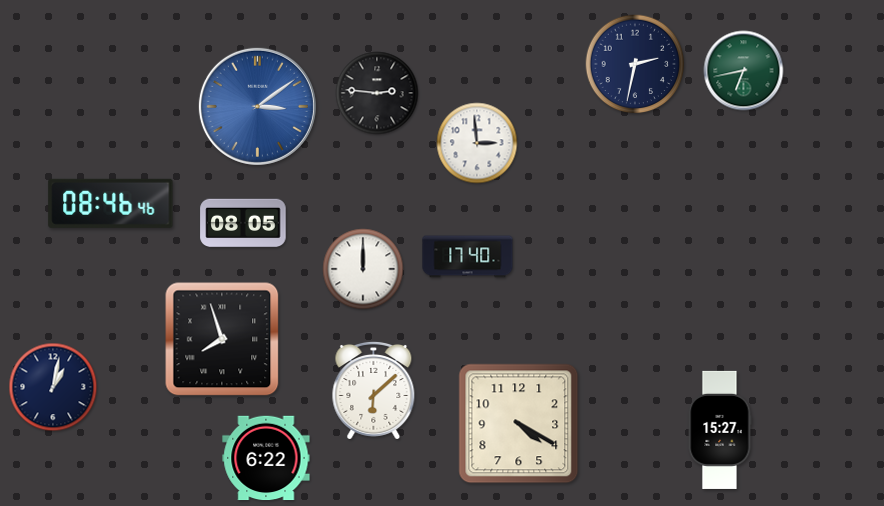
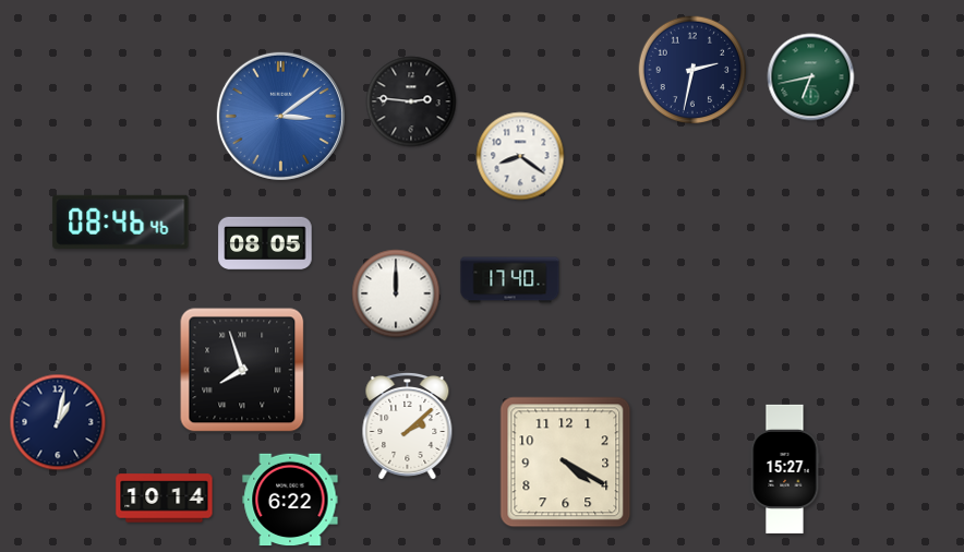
clock at (477, 143): 2:59 -> 8:21
clock at (374, 390): 6:08 -> 2:08
clock at (165, 499): none -> 10:14
